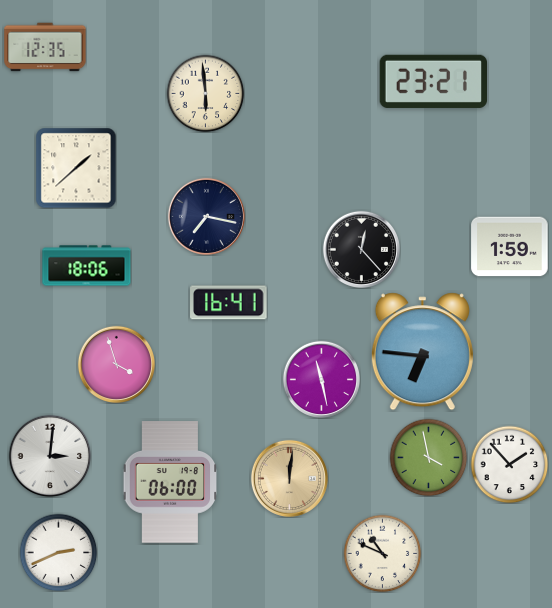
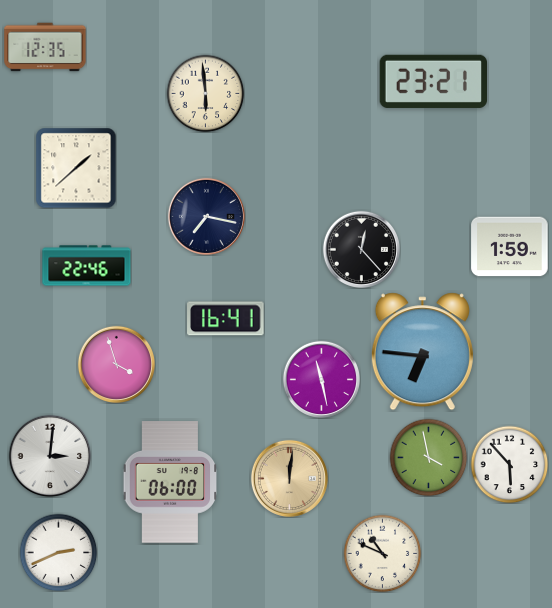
clock at (87, 266): 18:06 -> 22:46
clock at (229, 303) position: (229, 303) -> (226, 319)
clock at (509, 464): 1:53 -> 5:53
